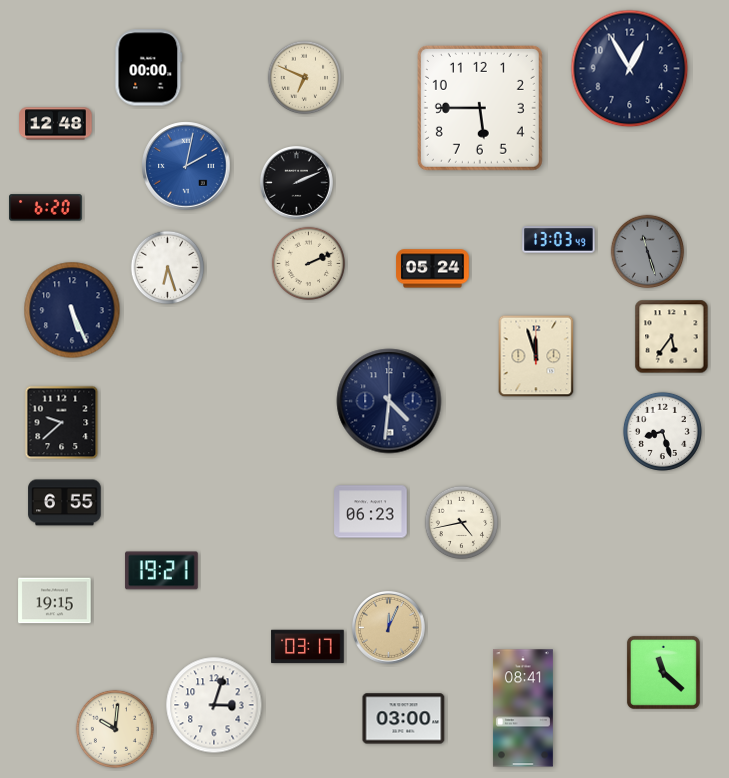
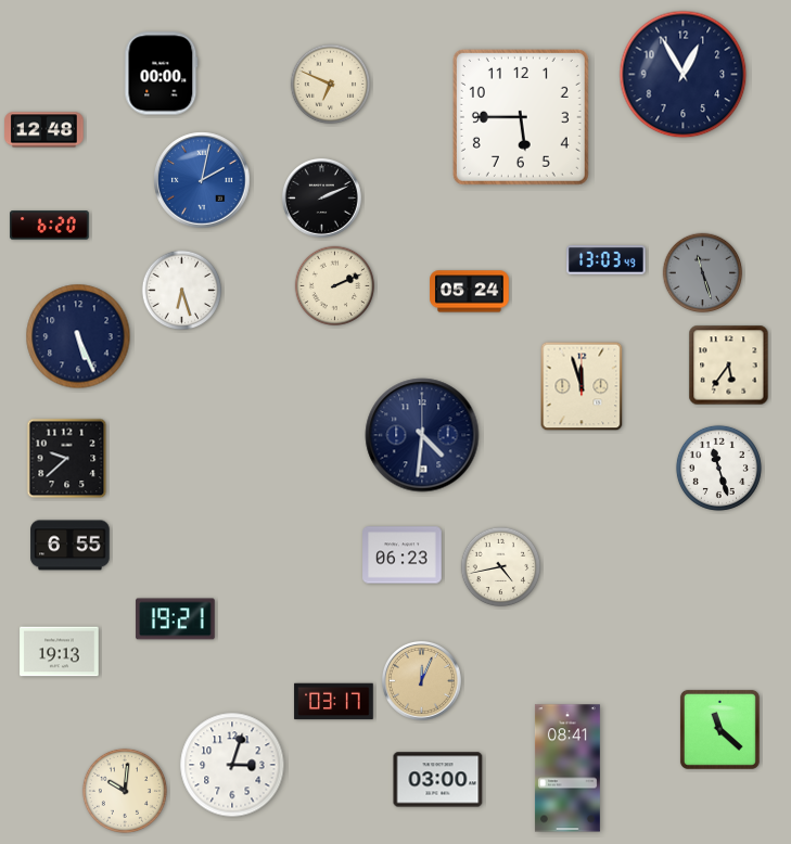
clock at (56, 124) position: (56, 124) -> (44, 130)
clock at (662, 431): 8:27 -> 11:27
clock at (55, 601): 19:15 -> 19:13
